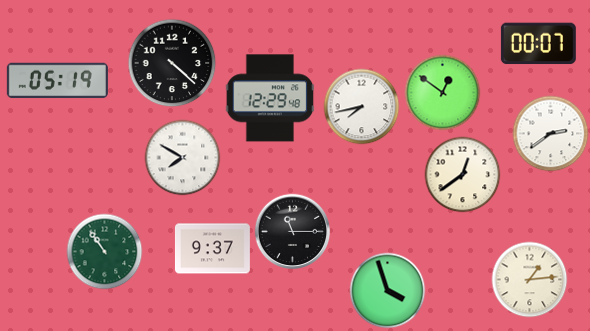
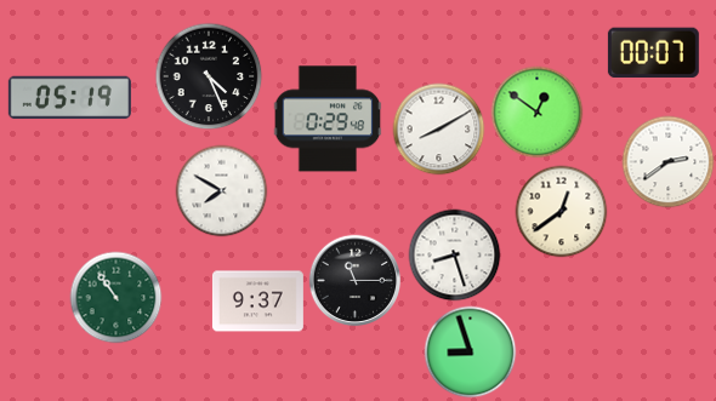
clock at (172, 63): 4:22 -> 4:26
clock at (270, 98): 12:29 -> 0:29
clock at (362, 107): 7:43 -> 8:10
clock at (455, 256): none -> 8:27
clock at (105, 252) position: (105, 252) -> (117, 298)
clock at (530, 280): 1:14 -> none
clock at (388, 291): 3:57 -> 8:57
